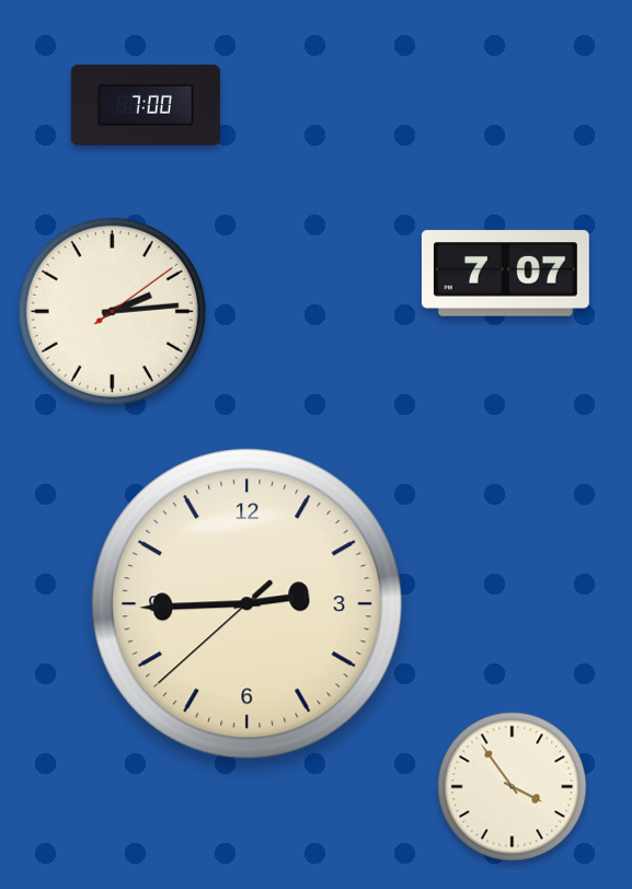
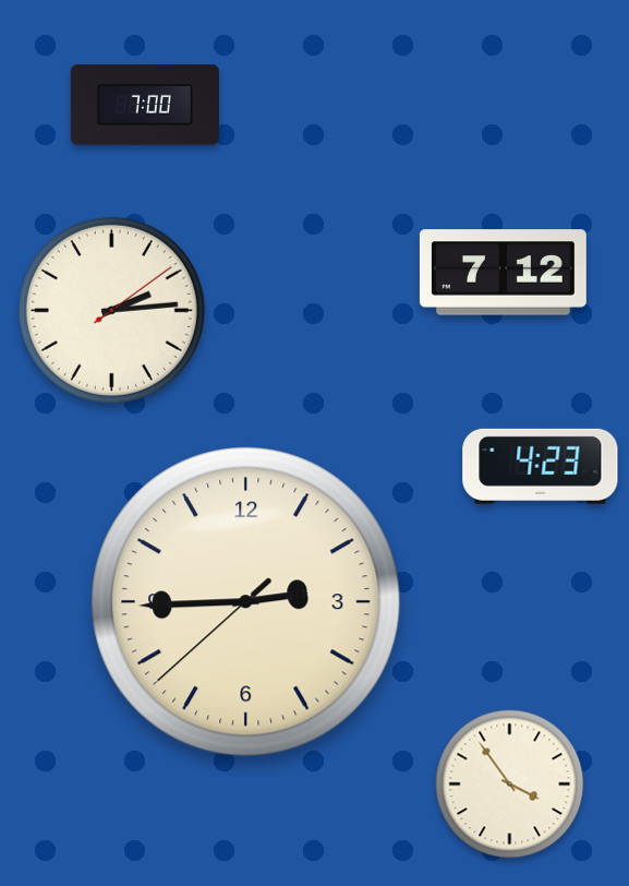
clock at (505, 274): 7:07 -> 7:12
clock at (541, 466): none -> 4:23
